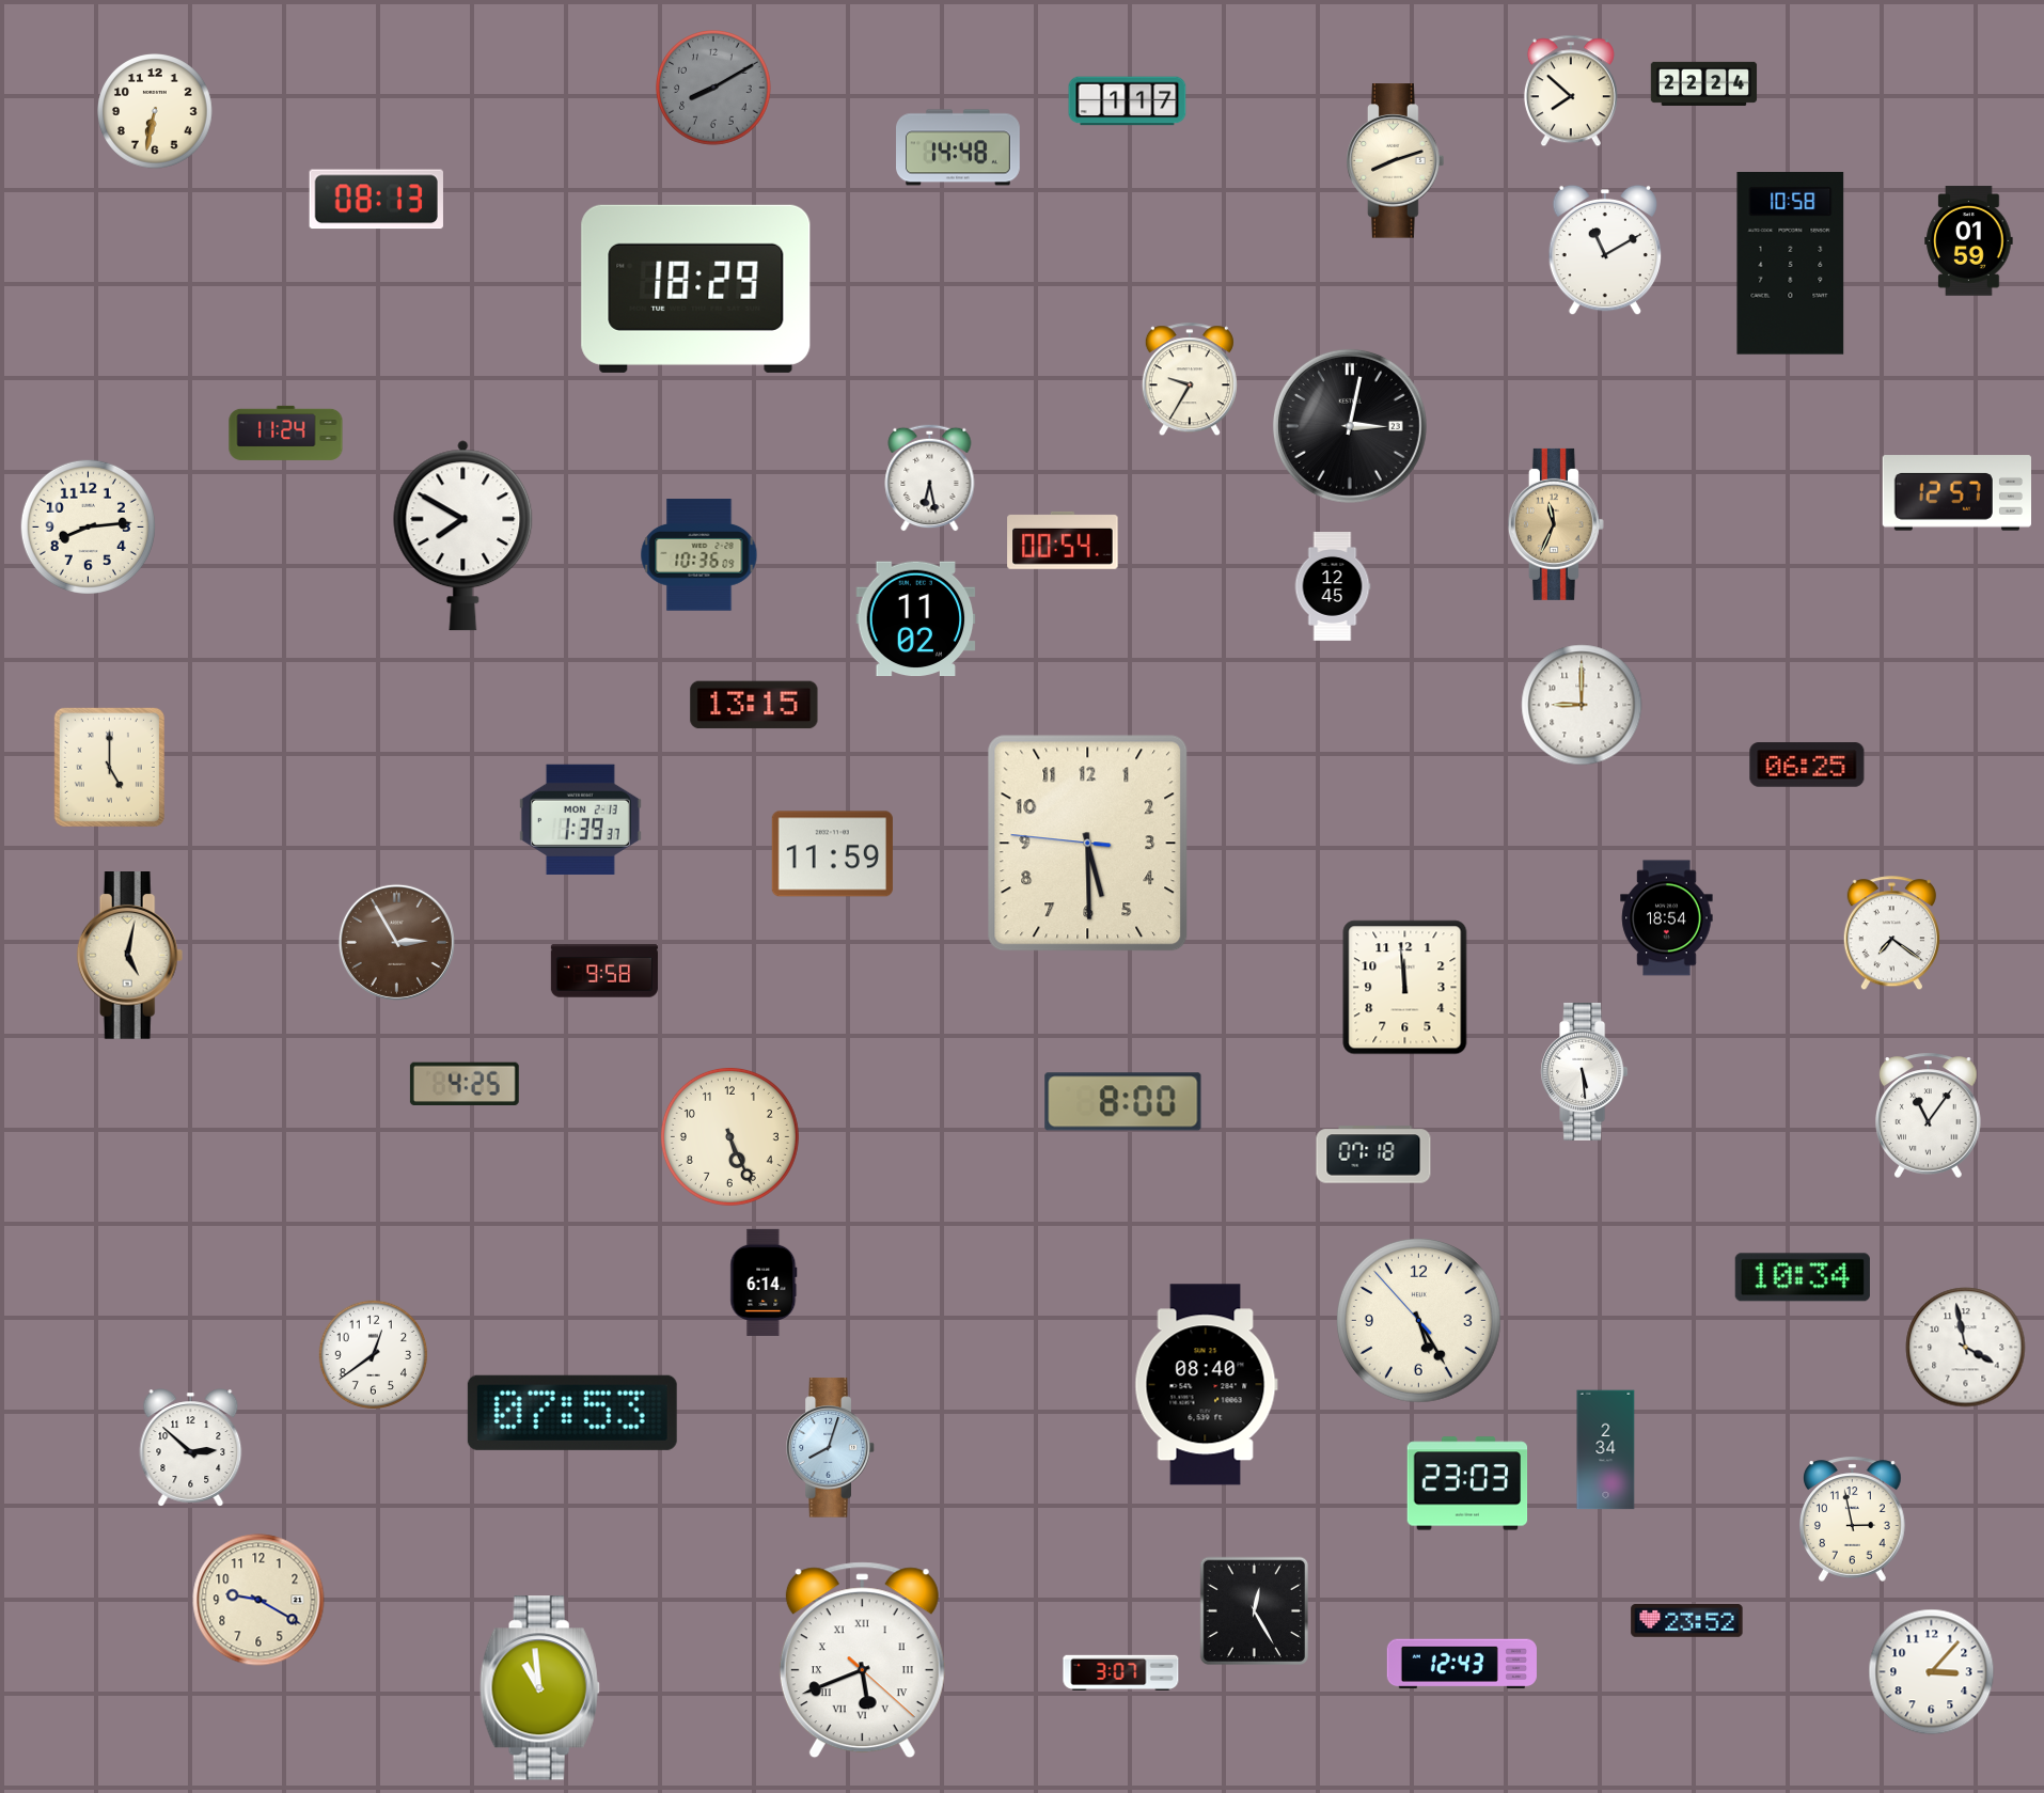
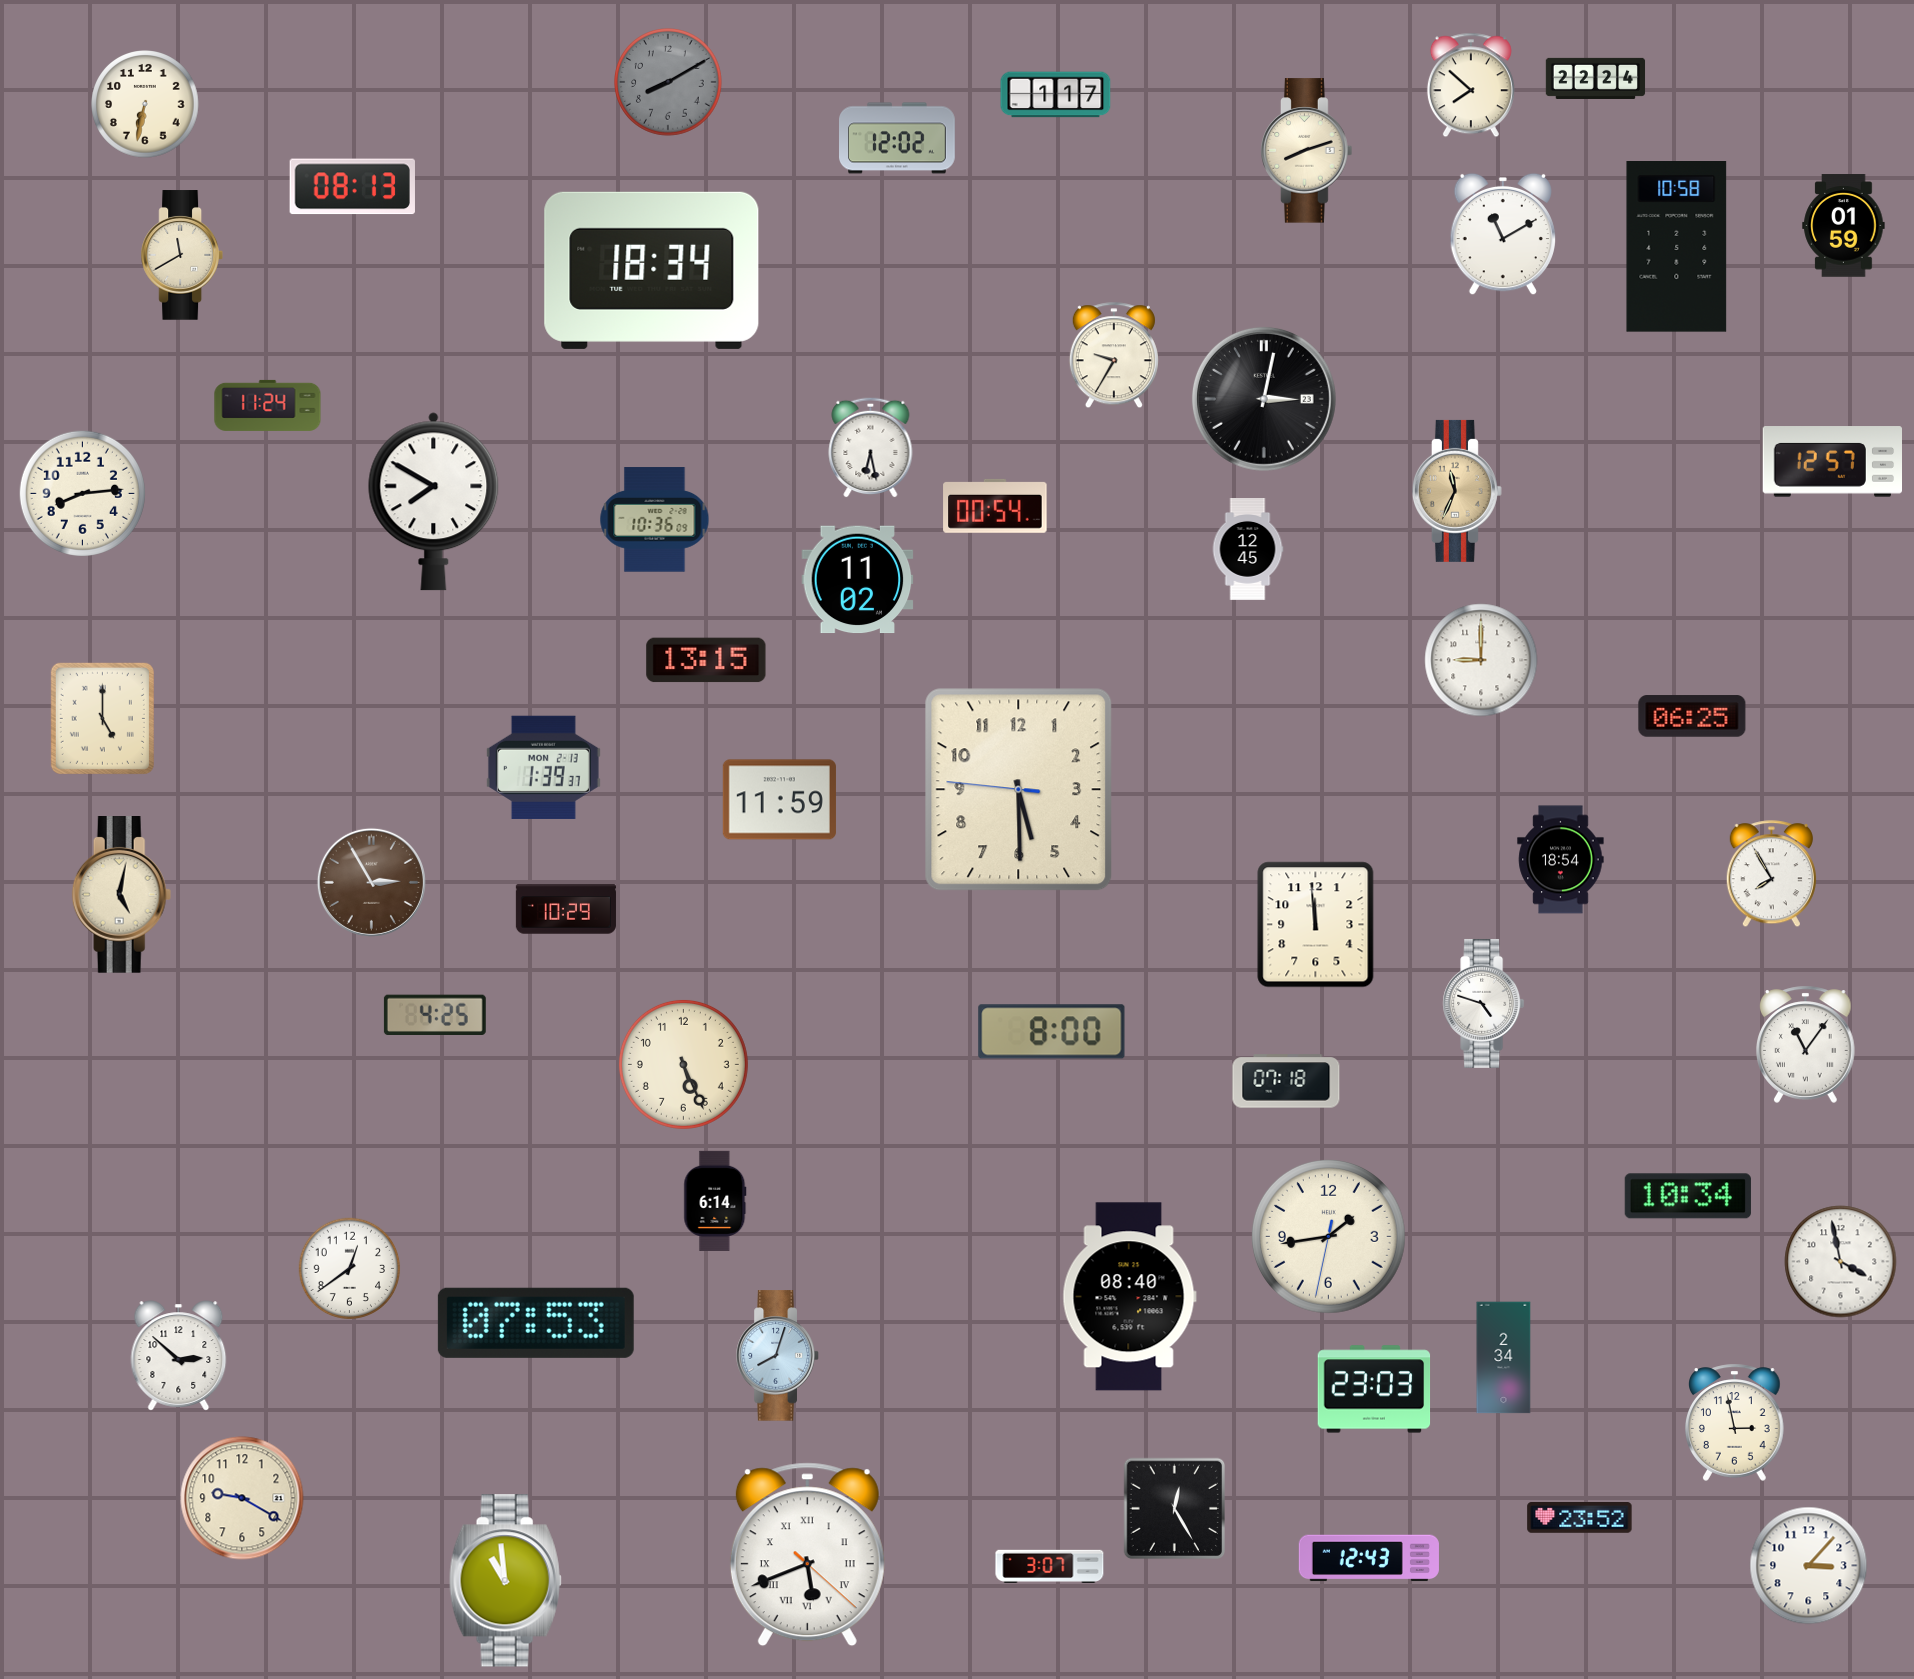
clock at (959, 147): 14:48 -> 12:02
clock at (181, 255): none -> 11:40
clock at (696, 288): 18:29 -> 18:34
clock at (1891, 933): 7:21 -> 7:55
clock at (604, 971): 9:58 -> 10:29
clock at (1585, 1071): 5:29 -> 4:48
clock at (1418, 1320): 5:24 -> 1:43
